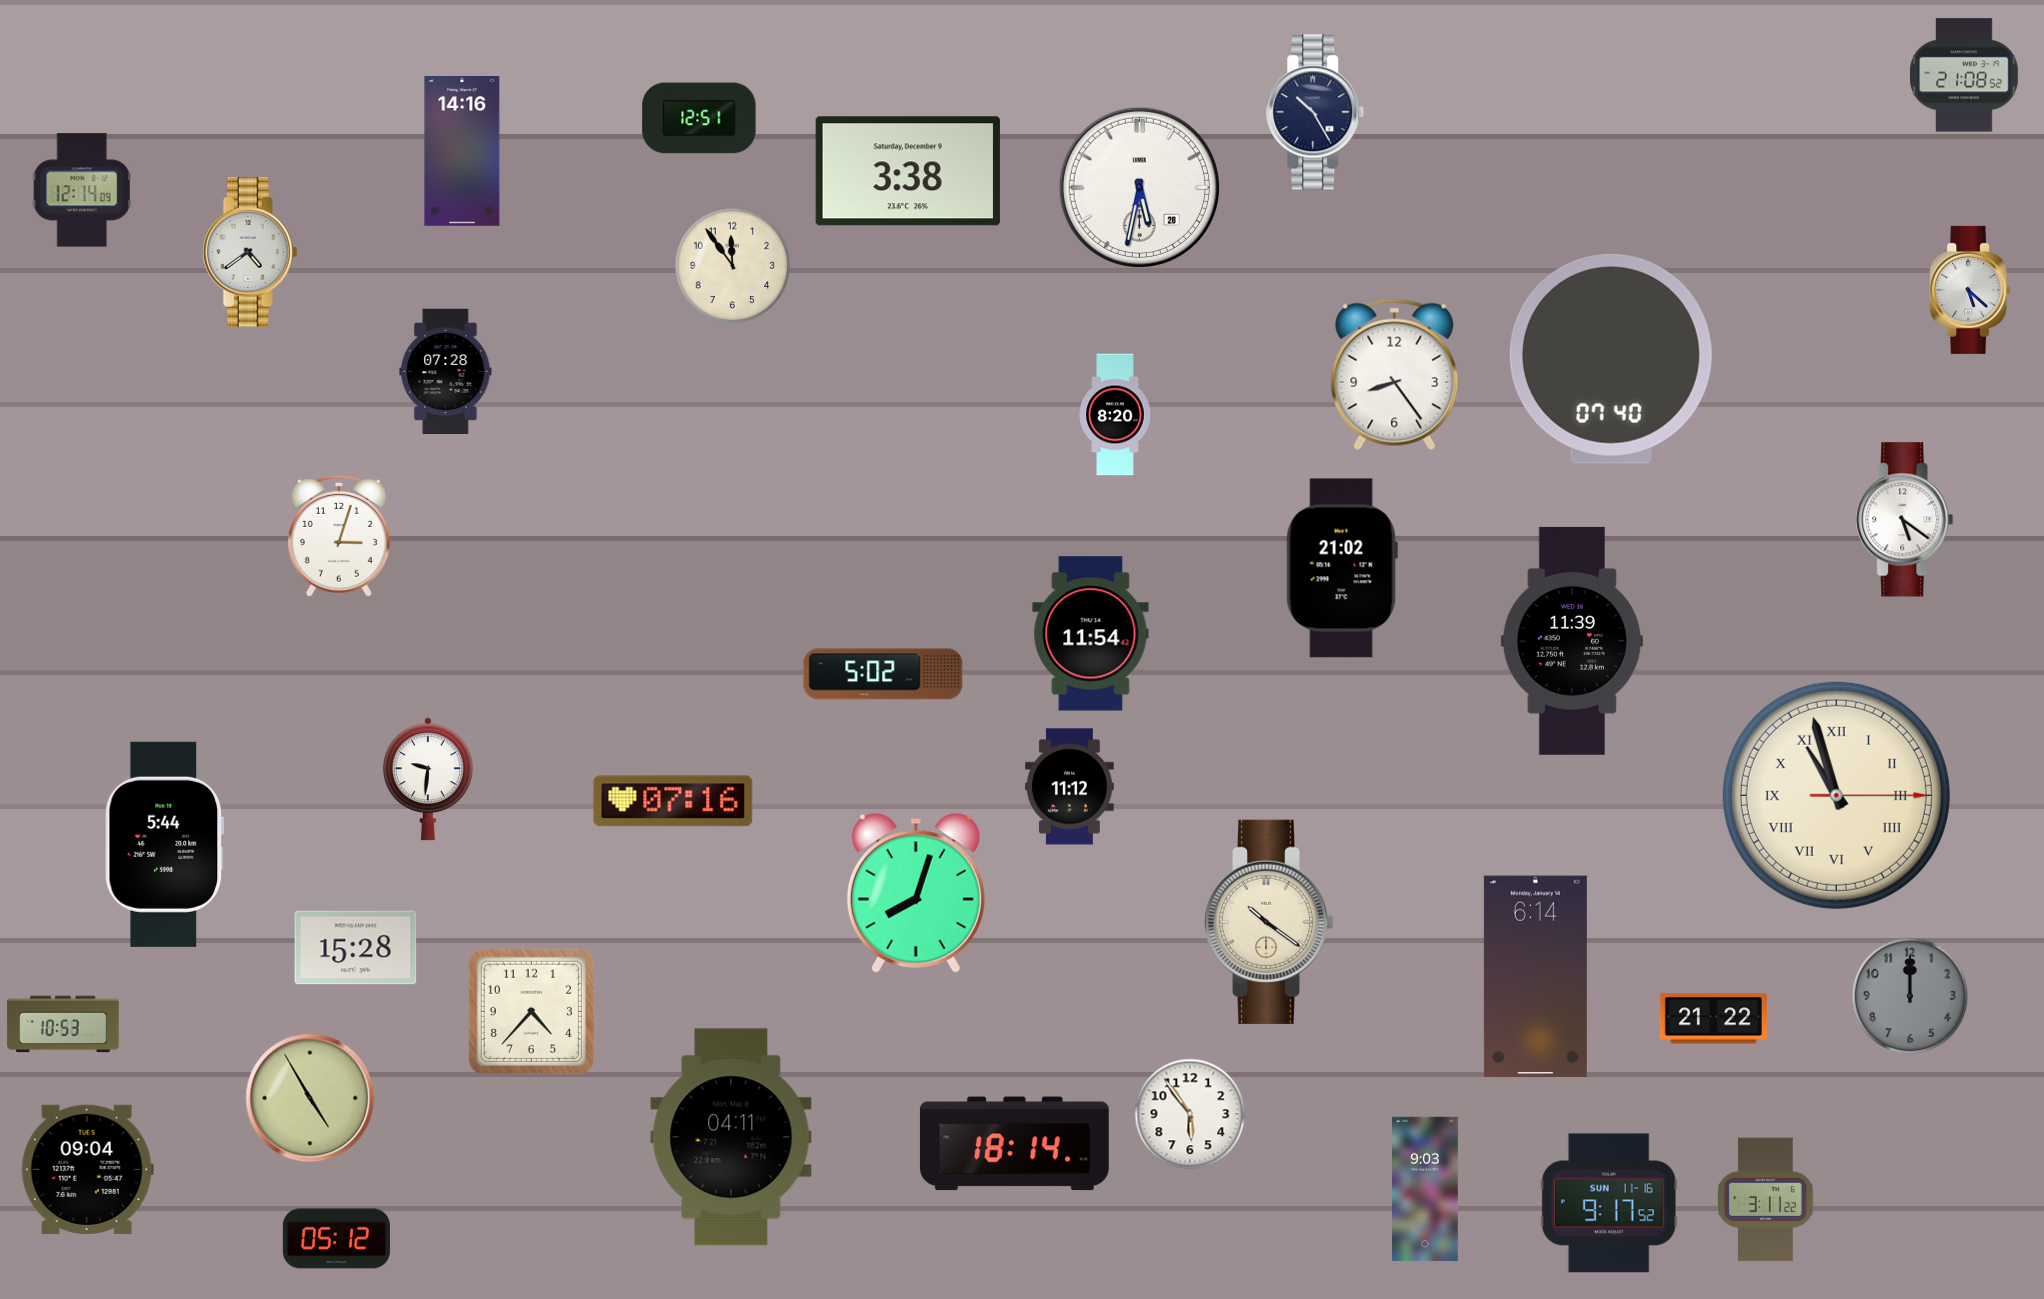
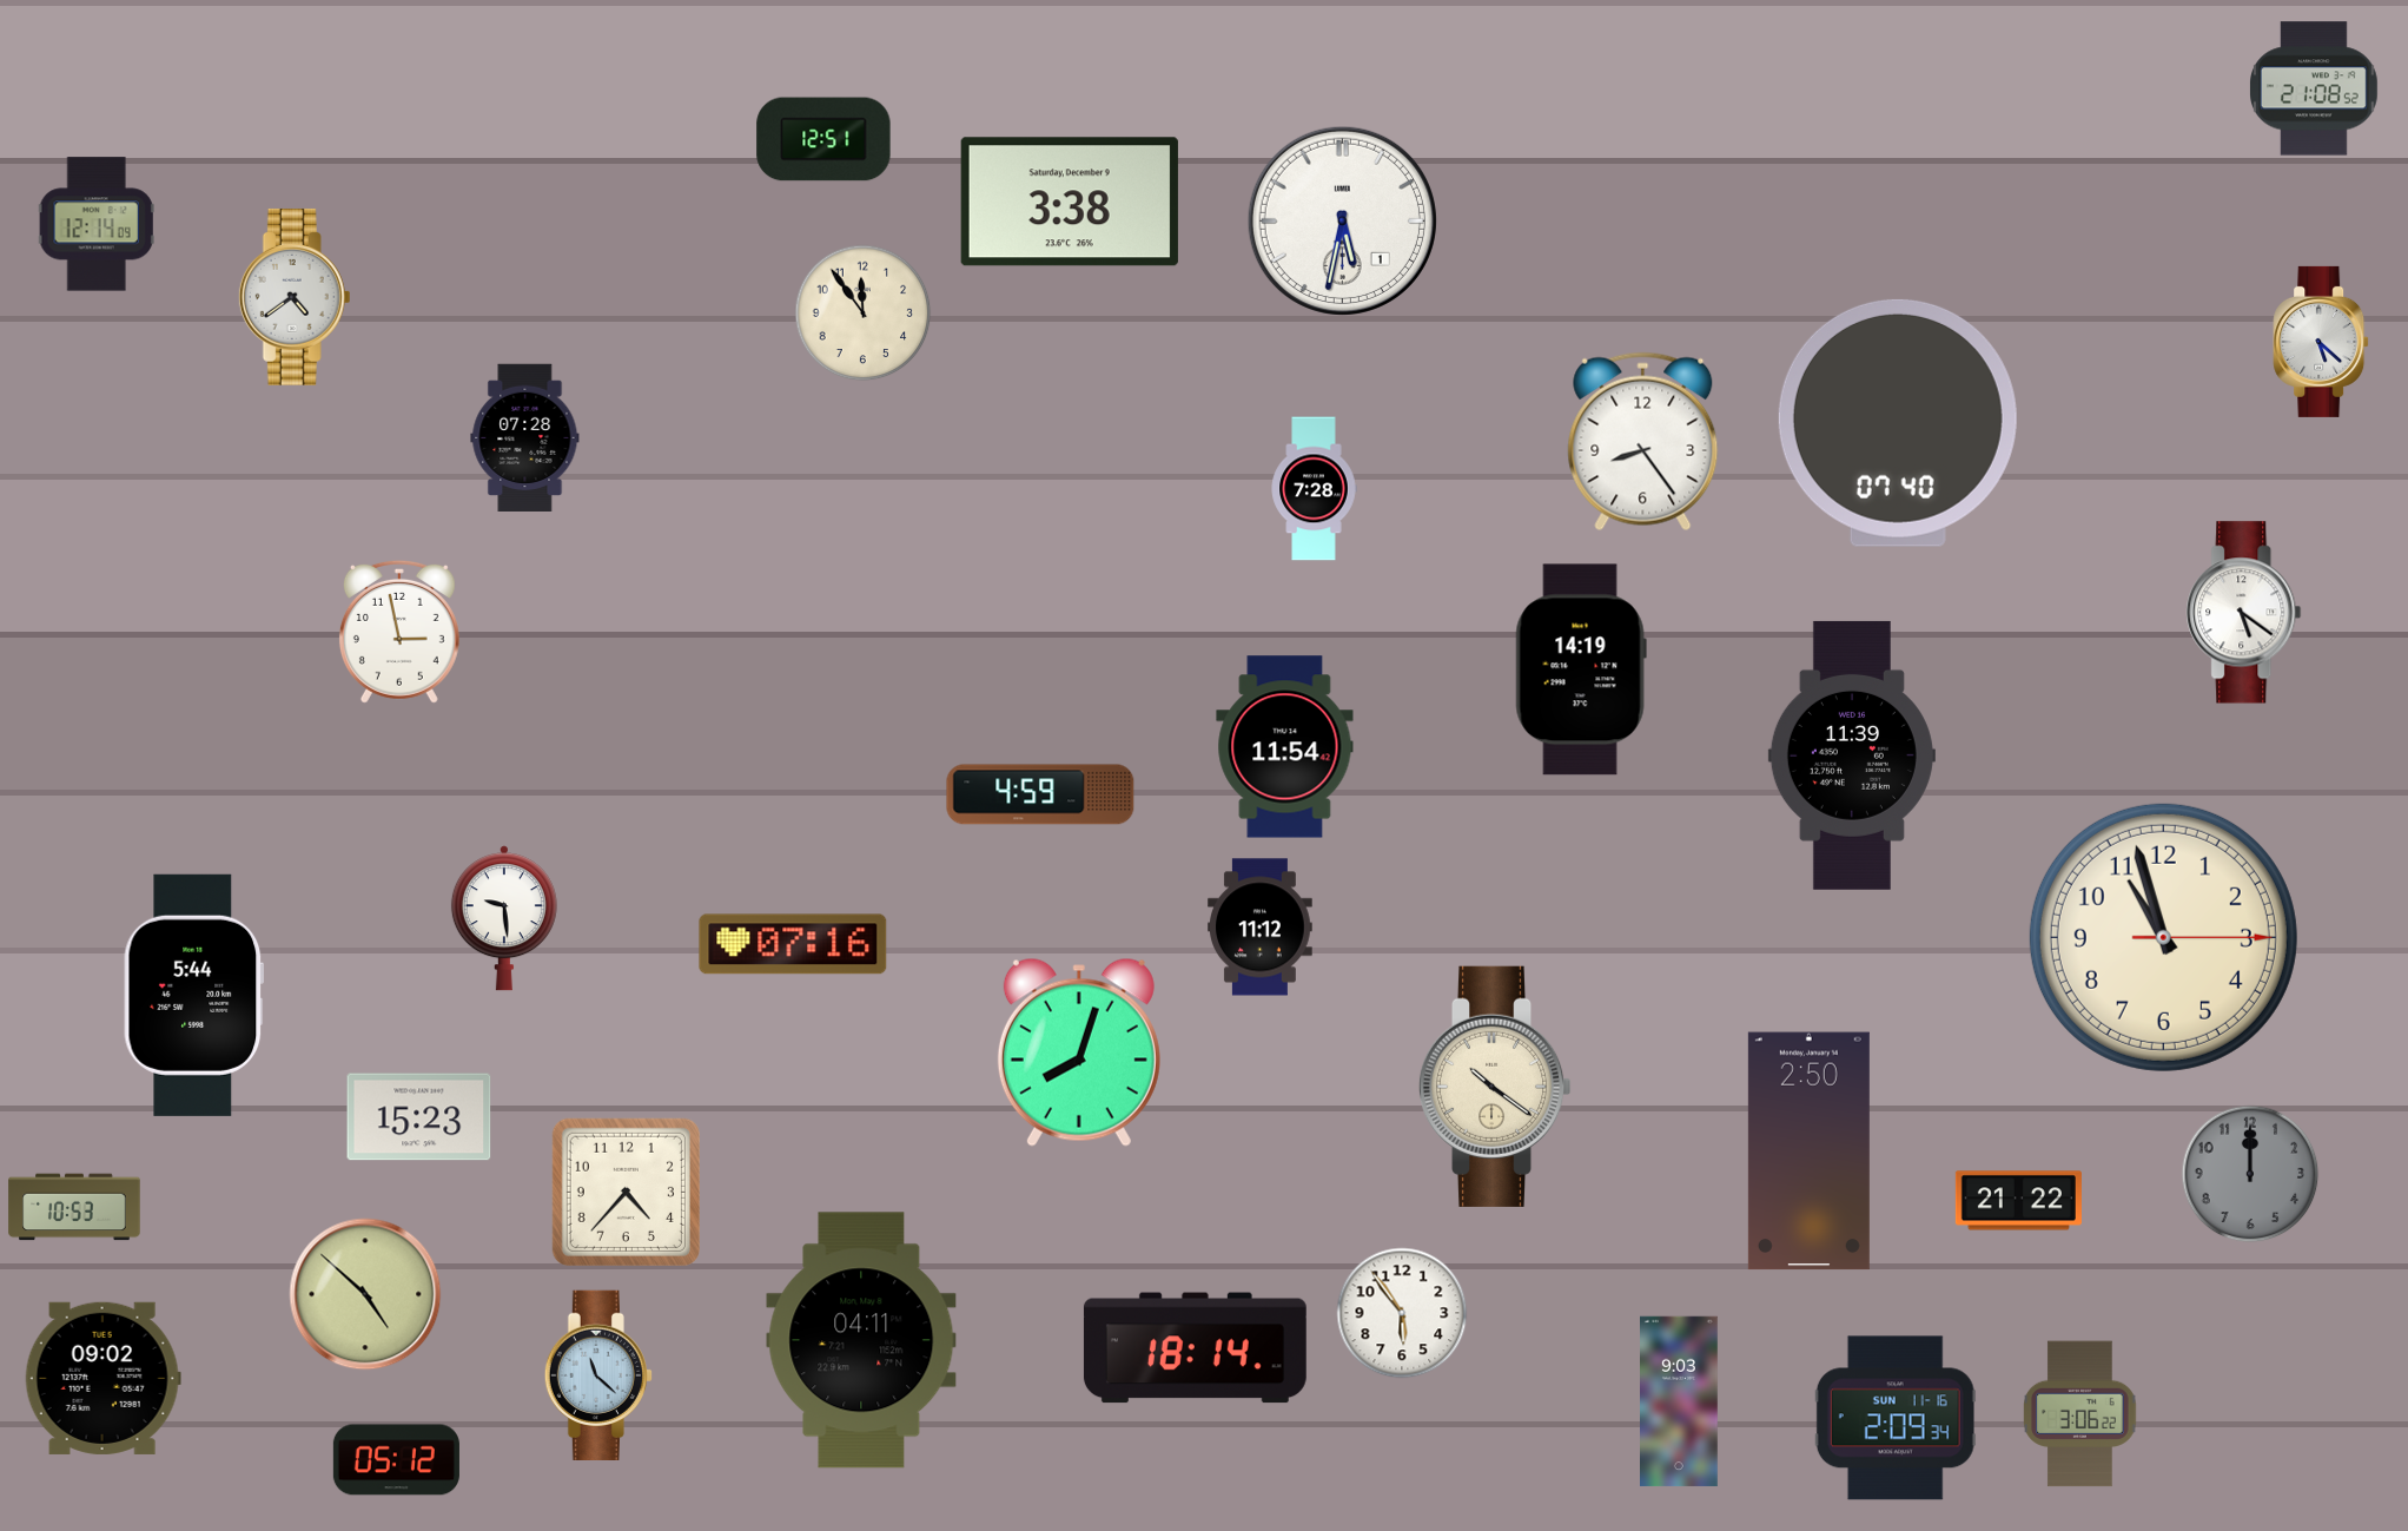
clock at (1315, 112): 10:25 -> none
clock at (462, 152): 14:16 -> none
clock at (1139, 187) date: 28 -> 1
clock at (1115, 415): 8:20 -> 7:28
clock at (339, 536): 3:03 -> 2:58
clock at (1342, 568): 21:02 -> 14:19
clock at (883, 674): 5:02 -> 4:59
clock at (428, 779): 9:31 -> 9:29
clock at (1836, 795) numerals: Roman -> Arabic
clock at (356, 948): 15:28 -> 15:23
clock at (1535, 977): 6:14 -> 2:50
clock at (310, 1098): 4:55 -> 4:52
clock at (597, 1375): none -> 11:22
clock at (87, 1169): 09:04 -> 09:02
clock at (1766, 1200): 3:11 -> 3:06
clock at (1609, 1203): 9:17 -> 2:09
